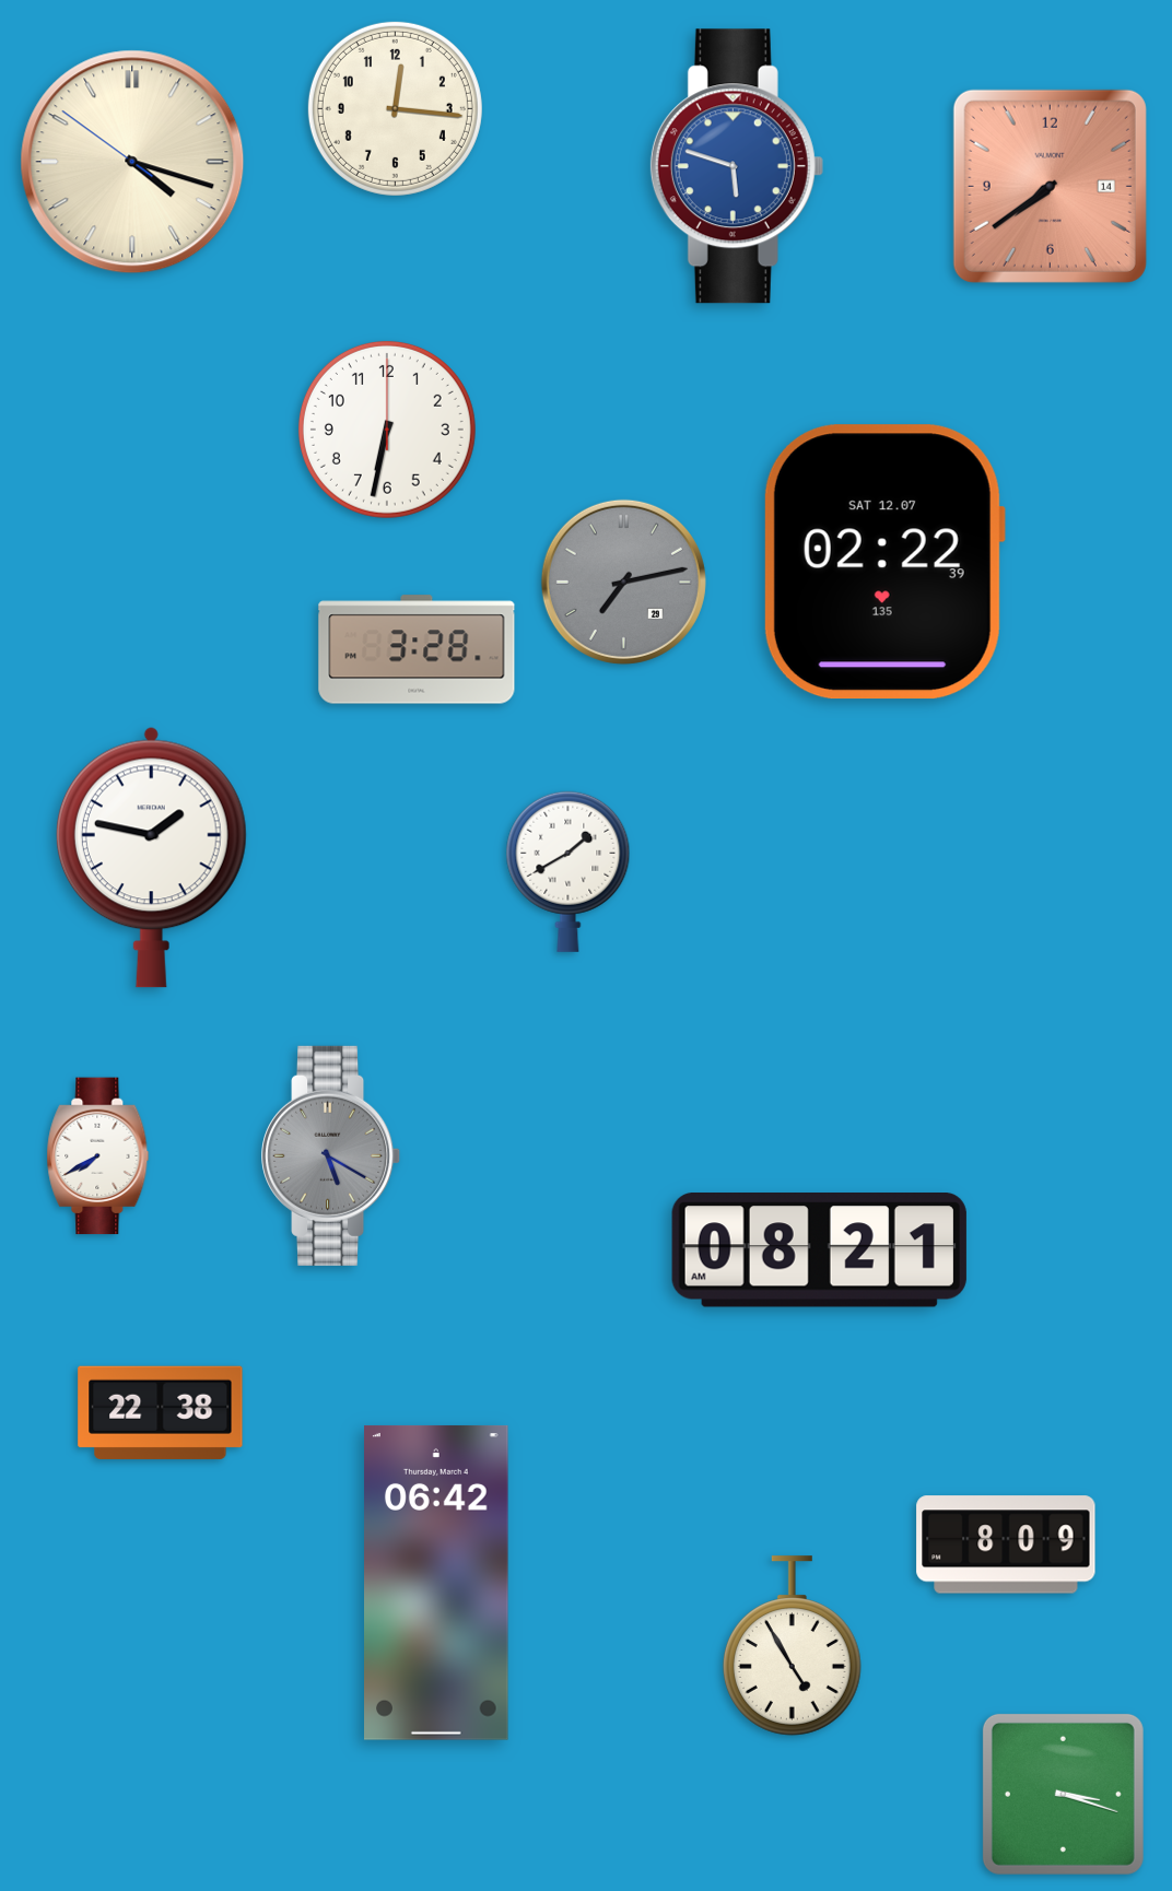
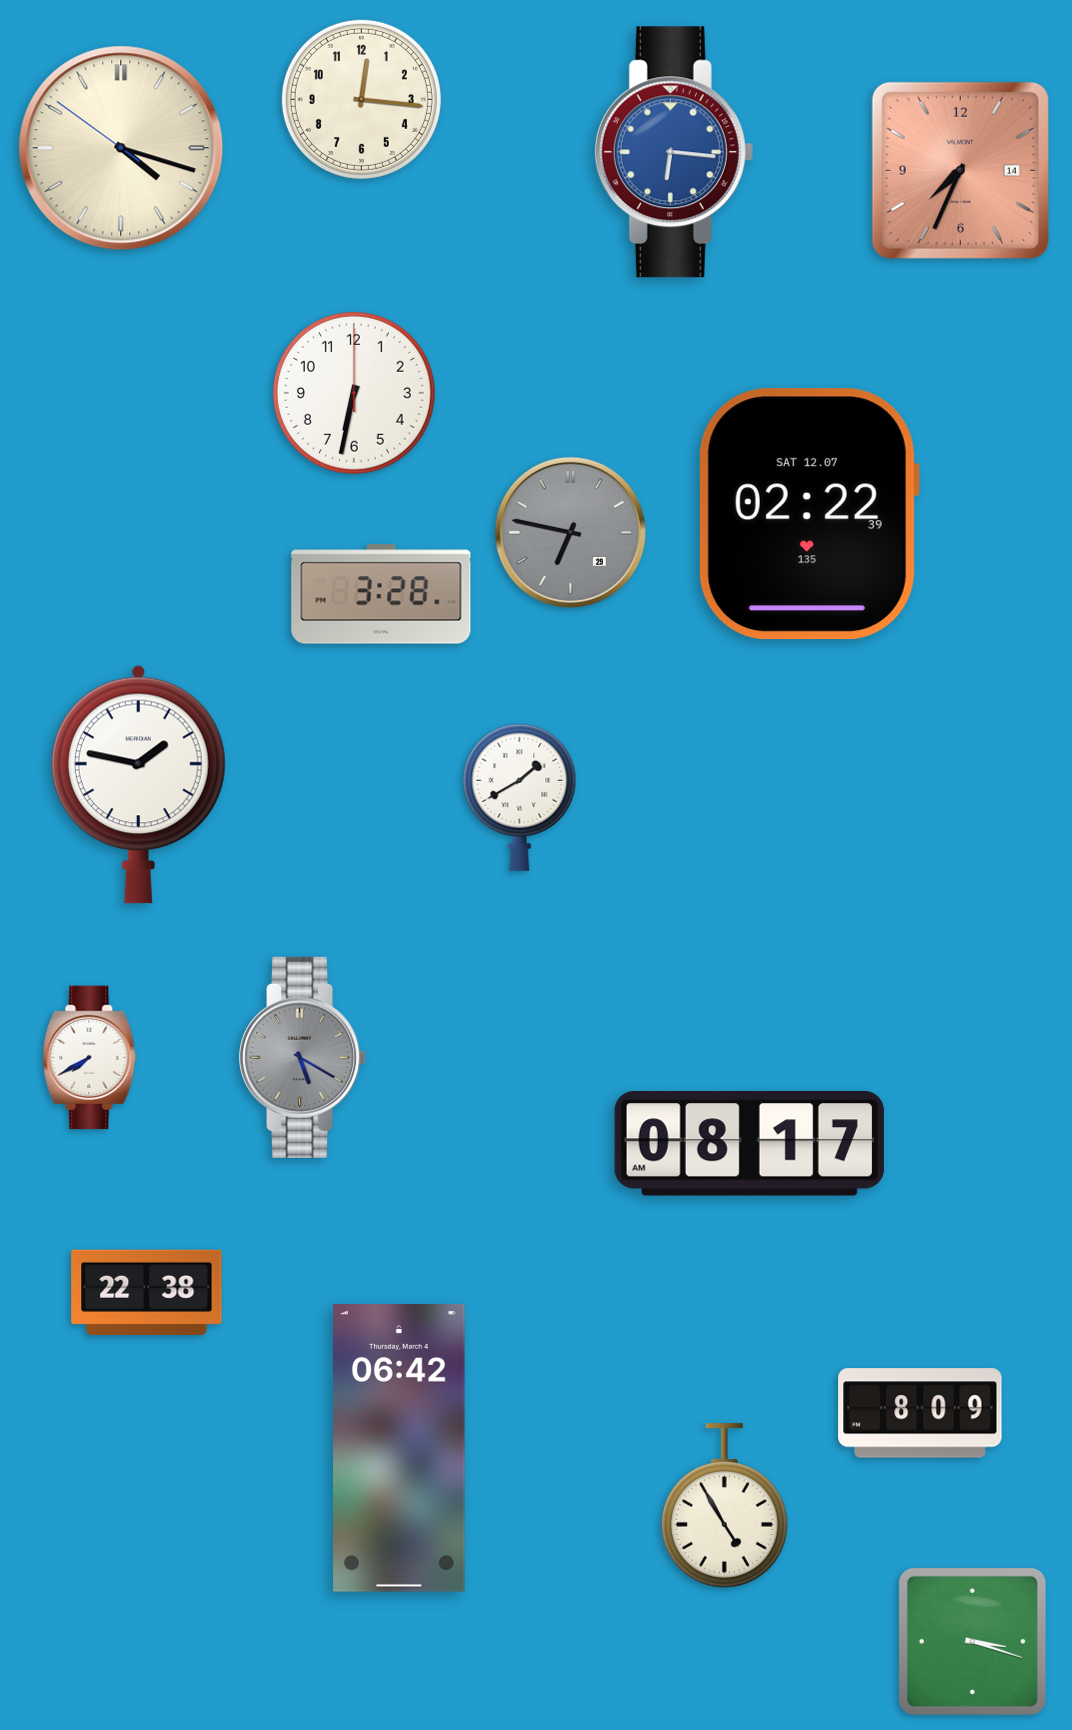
clock at (737, 166): 5:48 -> 6:16
clock at (1050, 186): 7:39 -> 7:34
clock at (623, 582): 7:13 -> 6:47
clock at (819, 1250): 08:21 -> 08:17
